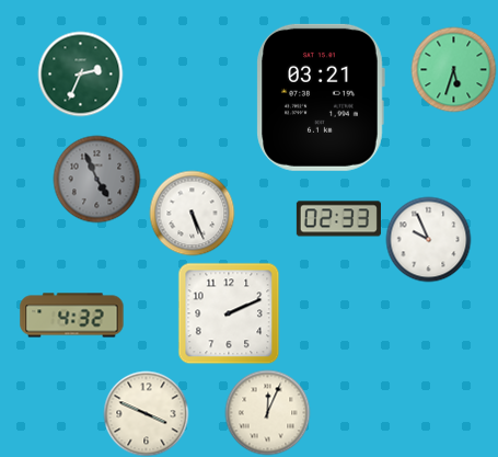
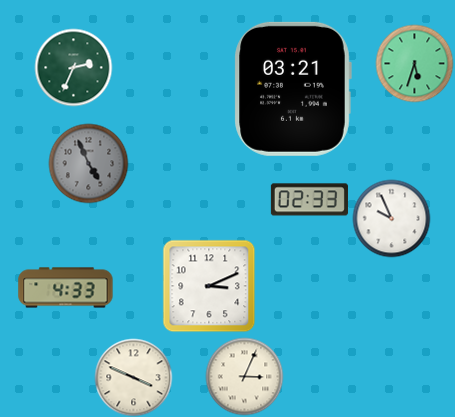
clock at (192, 213): 5:26 -> none
clock at (229, 313): 2:11 -> 3:11
clock at (72, 316): 4:32 -> 4:33
clock at (267, 412): 12:04 -> 3:04
